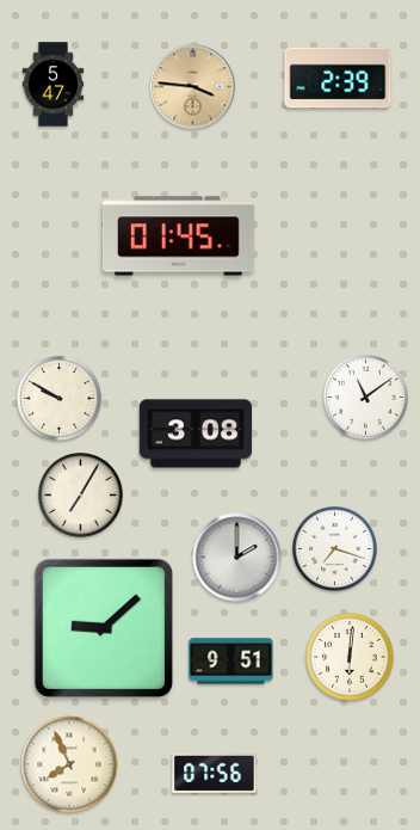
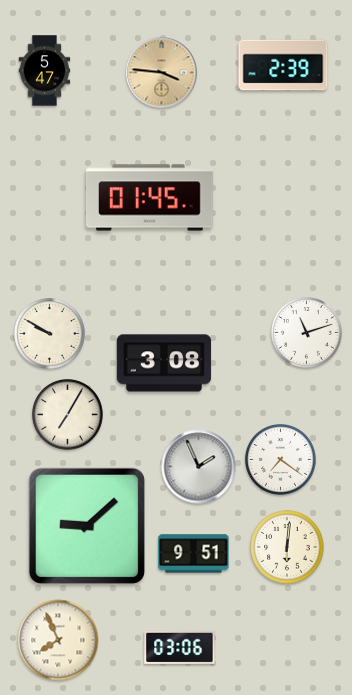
clock at (366, 398): 11:09 -> 11:12
clock at (335, 549): 7:18 -> 7:21
clock at (237, 558): 2:00 -> 1:56
clock at (350, 657) position: (350, 657) -> (287, 547)
clock at (215, 773): 07:56 -> 03:06
